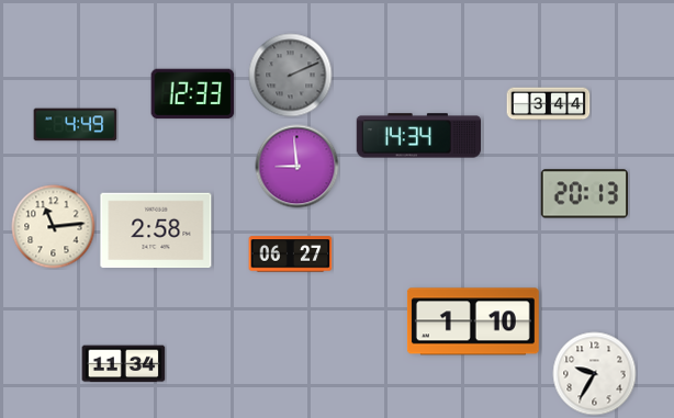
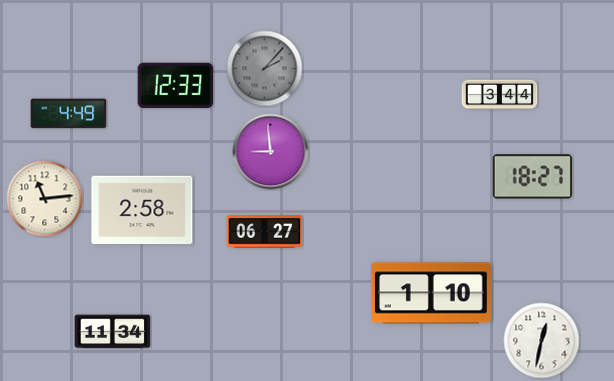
clock at (291, 76): 2:11 -> 2:07
clock at (418, 136): 14:34 -> none
clock at (584, 194): 20:13 -> 18:27
clock at (54, 227) position: (54, 227) -> (45, 199)
clock at (595, 374): 9:35 -> 12:32
